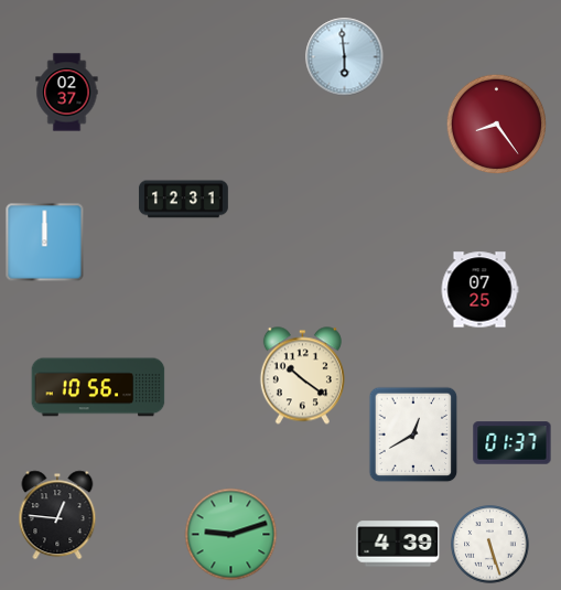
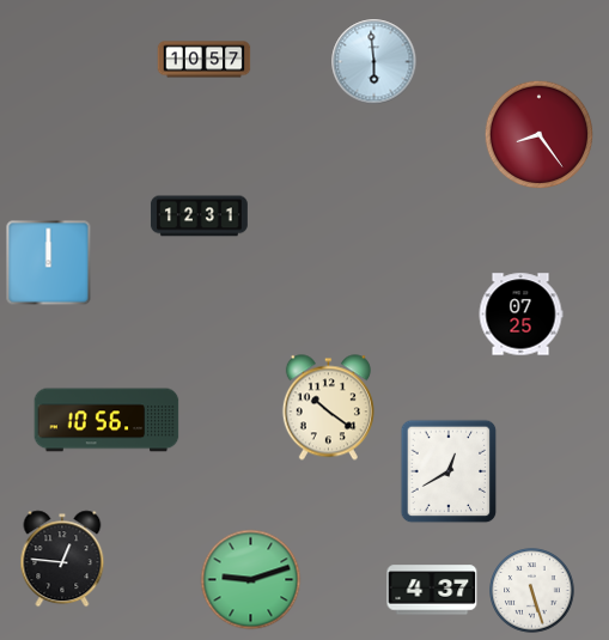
clock at (205, 60): none -> 10:57
clock at (67, 93): 02:37 -> none
clock at (513, 443): 01:37 -> none
clock at (398, 544): 4:39 -> 4:37
